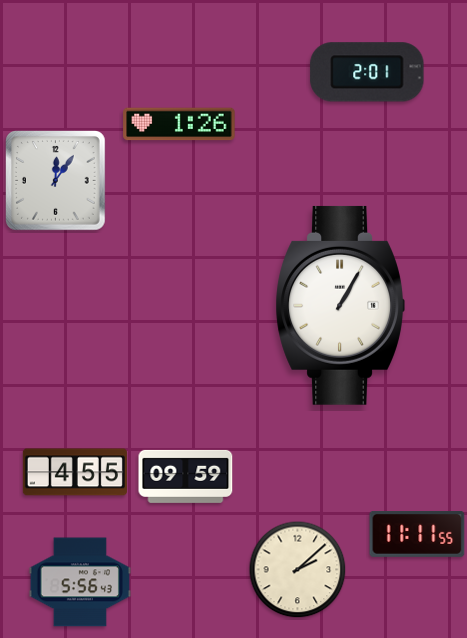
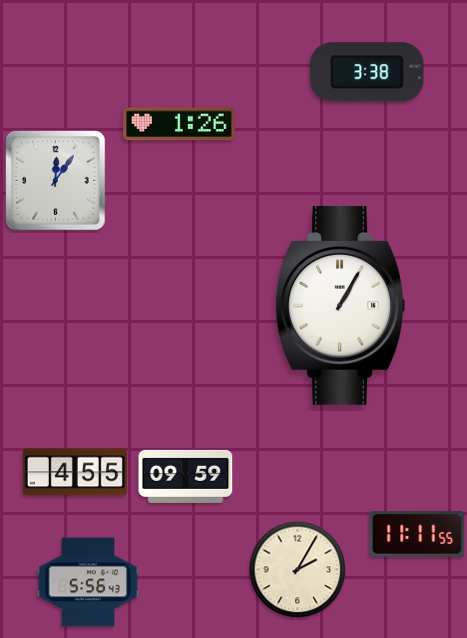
clock at (367, 72): 2:01 -> 3:38
clock at (298, 570): 2:08 -> 2:05
clock at (79, 582) position: (79, 582) -> (87, 582)
